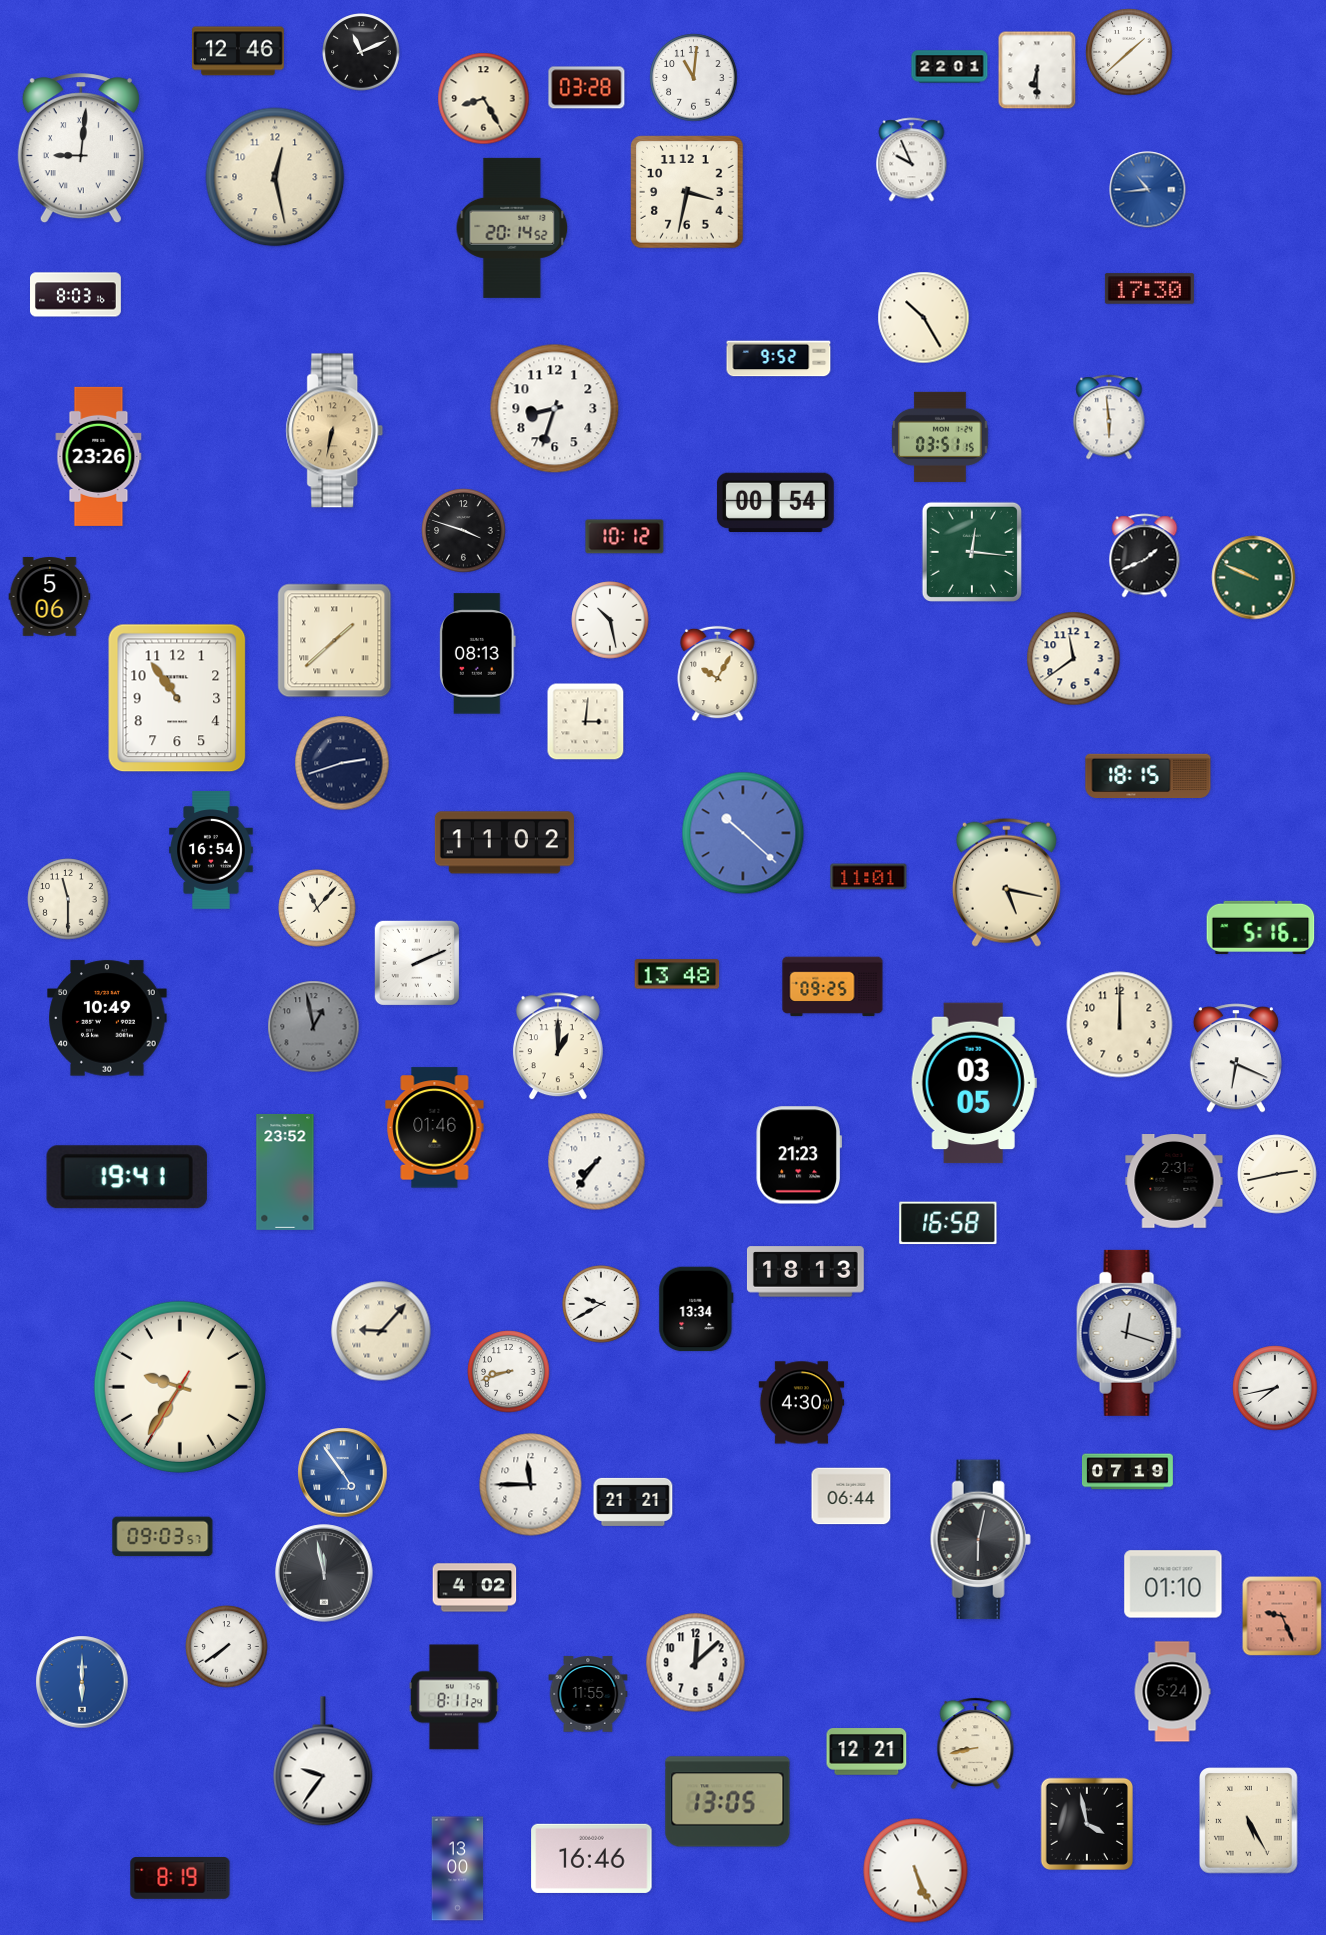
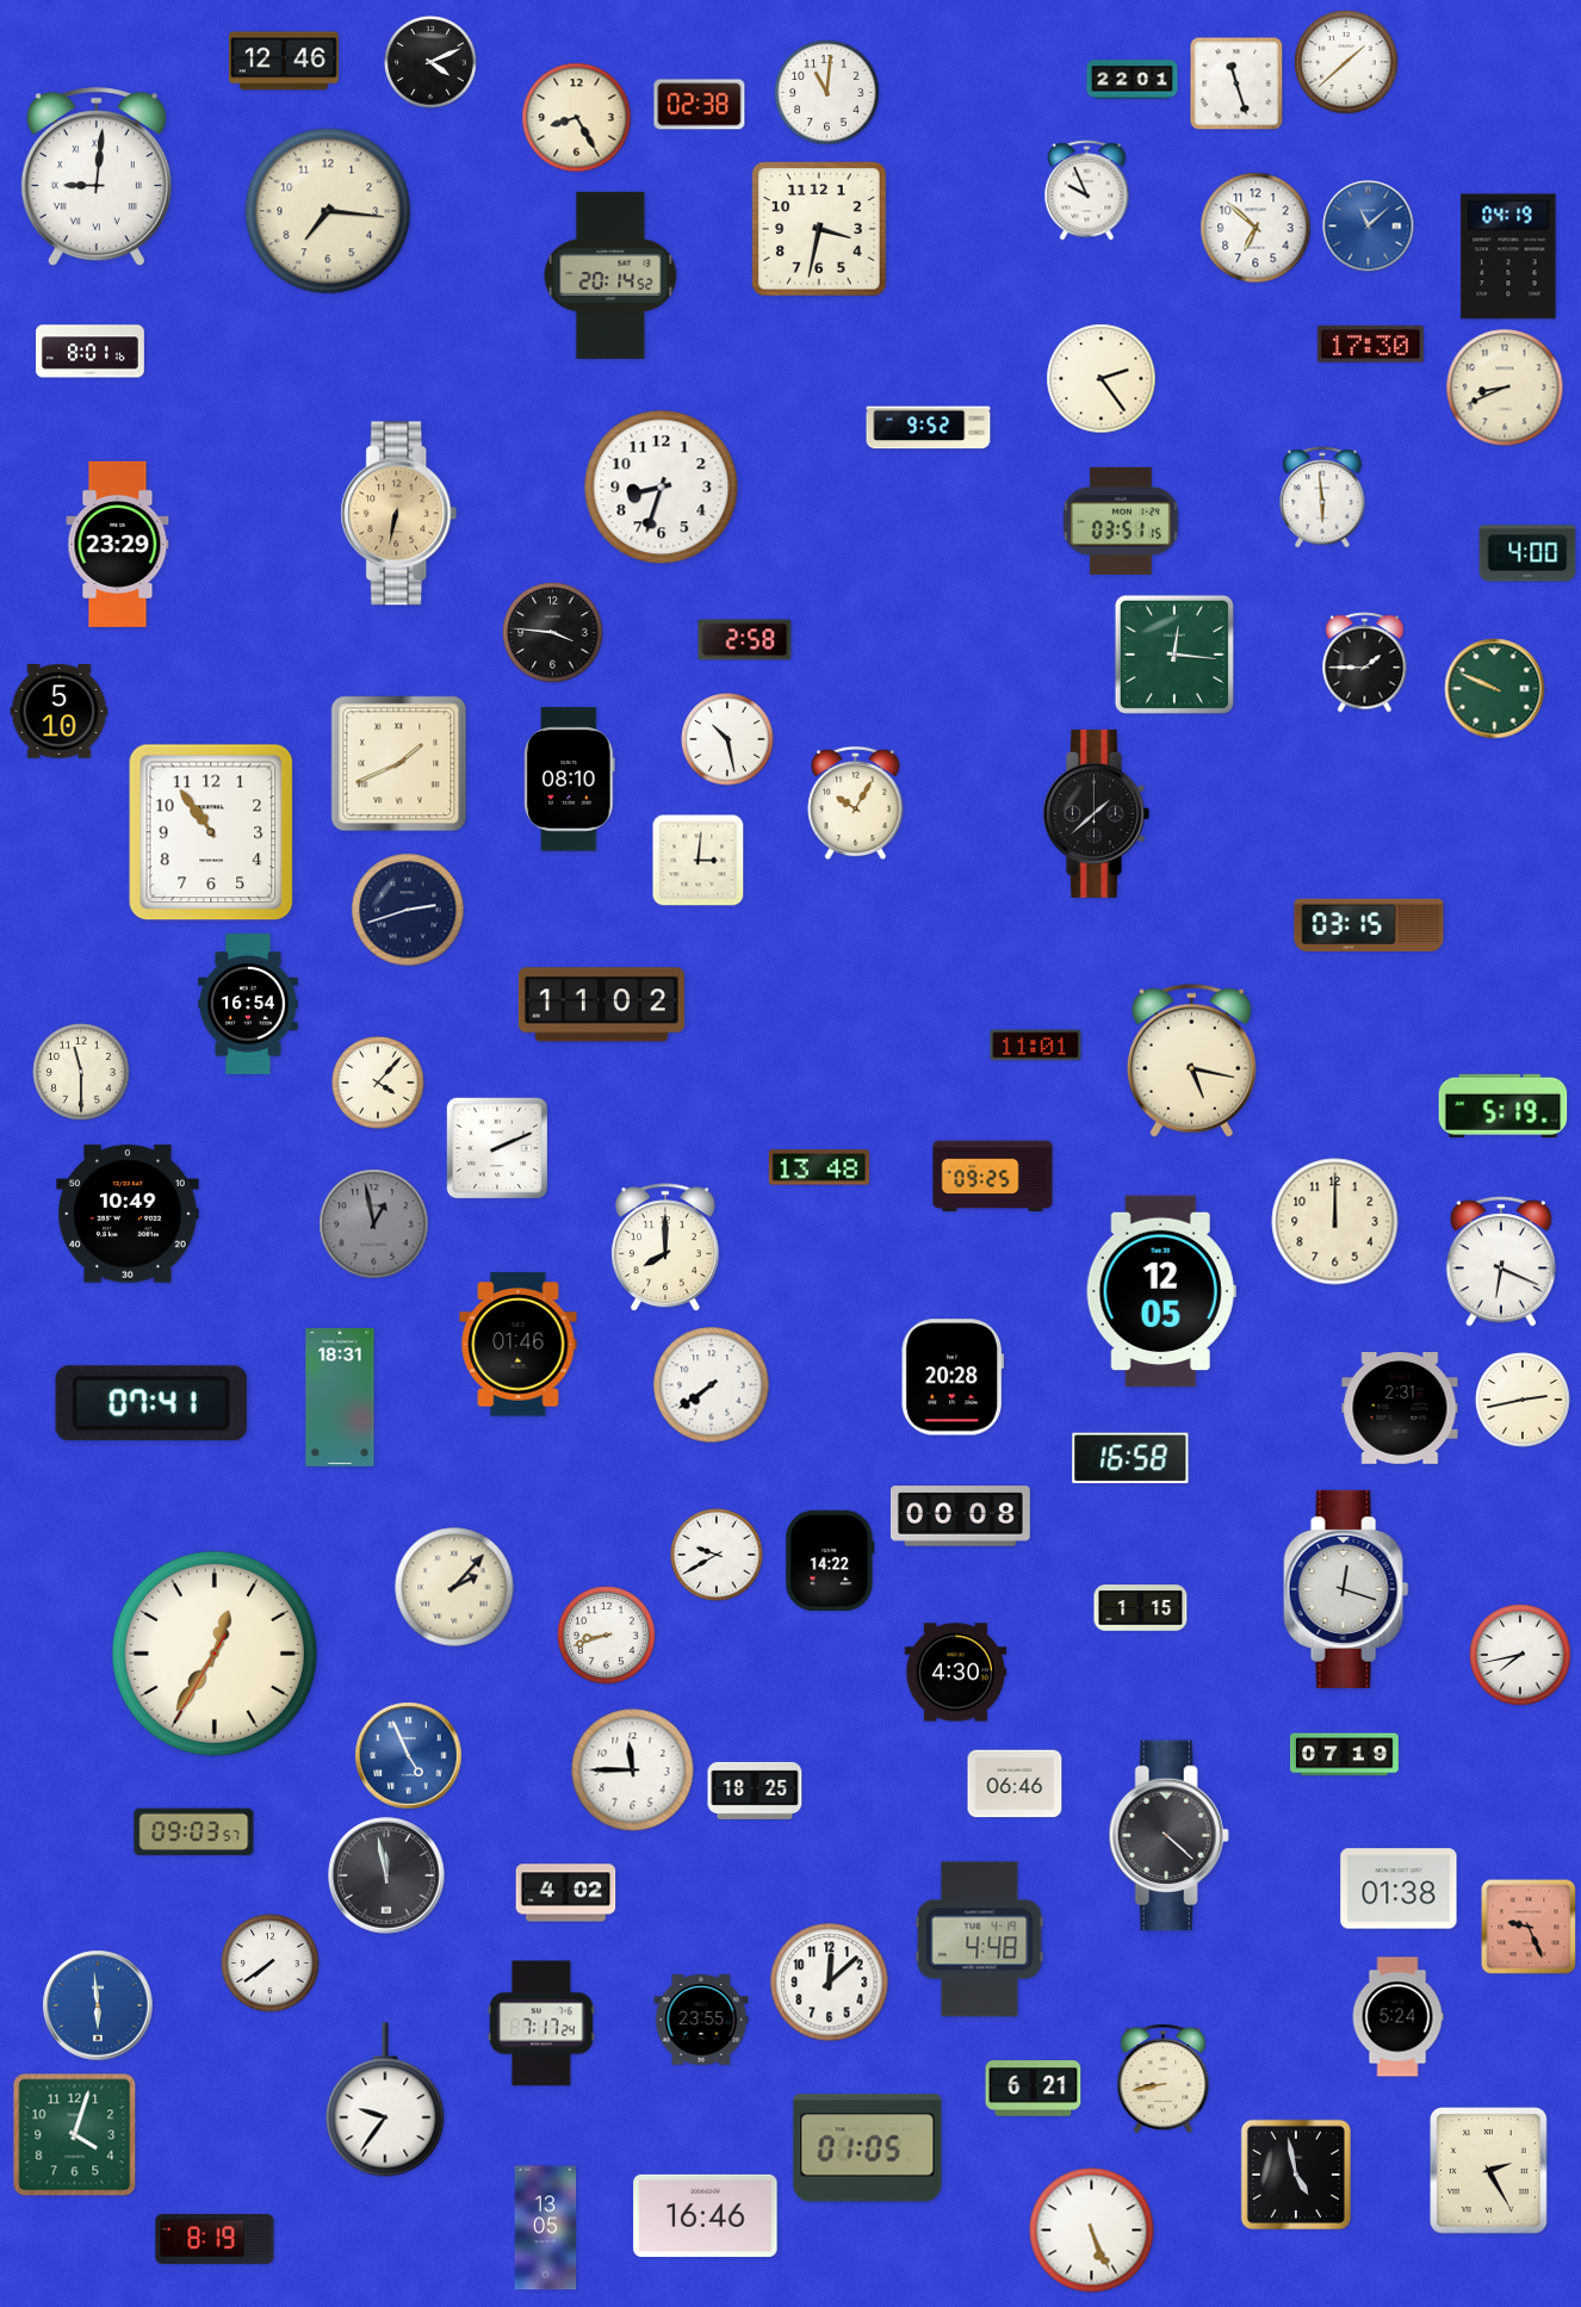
clock at (361, 52): 11:11 -> 4:11
clock at (1037, 70): 6:30 -> 11:27
clock at (587, 88): 03:28 -> 02:38
clock at (275, 177): 12:28 -> 7:16
clock at (1148, 190): 10:44 -> 11:08
clock at (1255, 228): none -> 6:52
clock at (1508, 256): none -> 04:19
clock at (512, 228) position: (512, 228) -> (610, 275)
clock at (76, 295): 8:03 -> 8:01
clock at (924, 318): 10:25 -> 2:24
clock at (1505, 387): none -> 8:41
clock at (99, 456): 23:26 -> 23:29
clock at (1527, 553): none -> 4:00
clock at (775, 502): 00:54 -> none
clock at (464, 531): 3:48 -> 3:46
clock at (625, 537): 10:12 -> 2:58
clock at (972, 552) position: (972, 552) -> (1174, 655)
clock at (1145, 556): 1:41 -> 1:45
clock at (50, 597): 5:06 -> 5:10
clock at (335, 641): 1:38 -> 1:41
clock at (478, 654): 08:13 -> 08:10
clock at (1074, 659): 11:39 -> none
clock at (1096, 813): none -> 1:38
clock at (1148, 775): 18:15 -> 03:15
clock at (743, 833): 10:22 -> none
clock at (211, 850) position: (211, 850) -> (248, 1004)
clock at (1006, 882) position: (1006, 882) -> (1191, 1060)
clock at (317, 908): 11:07 -> 4:07
clock at (1261, 927): 5:16 -> 5:19
clock at (677, 974) position: (677, 974) -> (819, 1167)
clock at (558, 1047): 1:00 -> 8:00
clock at (1236, 1058) position: (1236, 1058) -> (1501, 1261)
clock at (974, 1083): 03:05 -> 12:05
clock at (799, 1155): 21:23 -> 20:28
clock at (597, 1162): 7:36 -> 7:39
clock at (285, 1172): 23:52 -> 18:31
clock at (127, 1177): 19:41 -> 07:41
clock at (805, 1272): 18:13 -> 00:08
clock at (696, 1309): 13:34 -> 14:22
clock at (381, 1331): 9:07 -> 2:07
clock at (1141, 1608): none -> 1:15
clock at (180, 1387): 9:35 -> 12:35
clock at (343, 1473): 4:54 -> 4:56
clock at (851, 1496): 06:44 -> 06:46
clock at (633, 1502): 21:21 -> 18:25
clock at (980, 1540): 6:02 -> 4:22
clock at (1173, 1584): 01:10 -> 01:38
clock at (980, 1940): none -> 4:48
clock at (82, 1682): 6:00 -> 5:59
clock at (588, 1694): 11:55 -> 23:55
clock at (454, 1697): 8:11 -> 7:17
clock at (867, 1752): 12:21 -> 6:21
clock at (75, 2135): none -> 4:03
clock at (728, 1802): 13:05 -> 01:05
clock at (1249, 1821): 5:25 -> 2:25
clock at (1086, 1823): 3:58 -> 4:58
clock at (458, 1869): 13:00 -> 13:05
